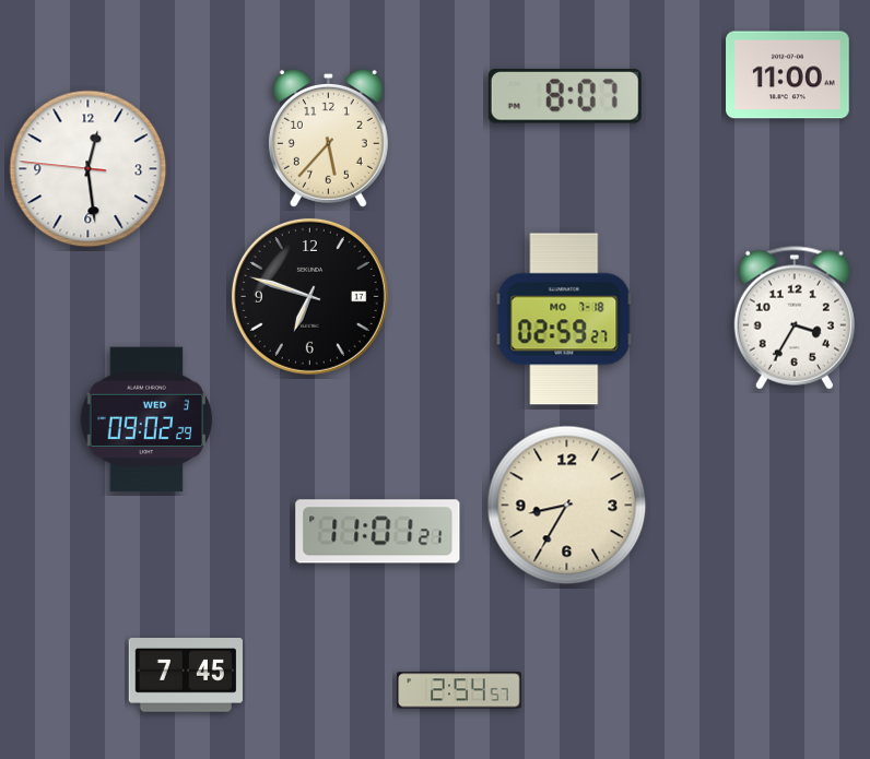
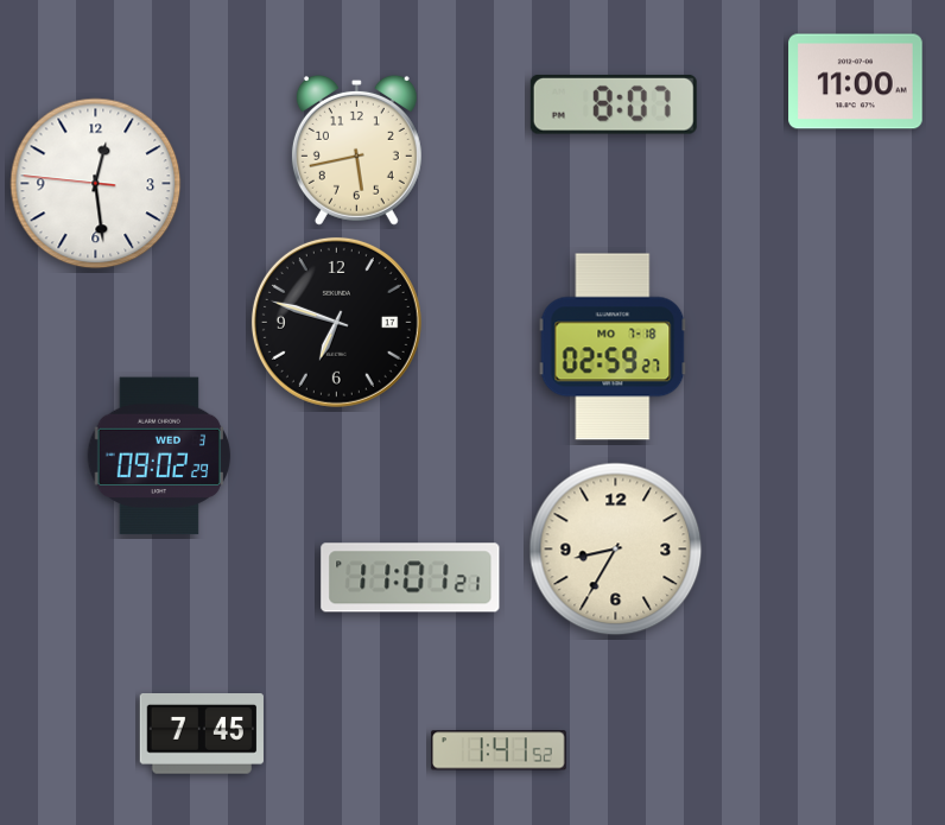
clock at (328, 138): 5:37 -> 5:43
clock at (795, 318): 3:35 -> none
clock at (459, 690): 2:54 -> 1:41
